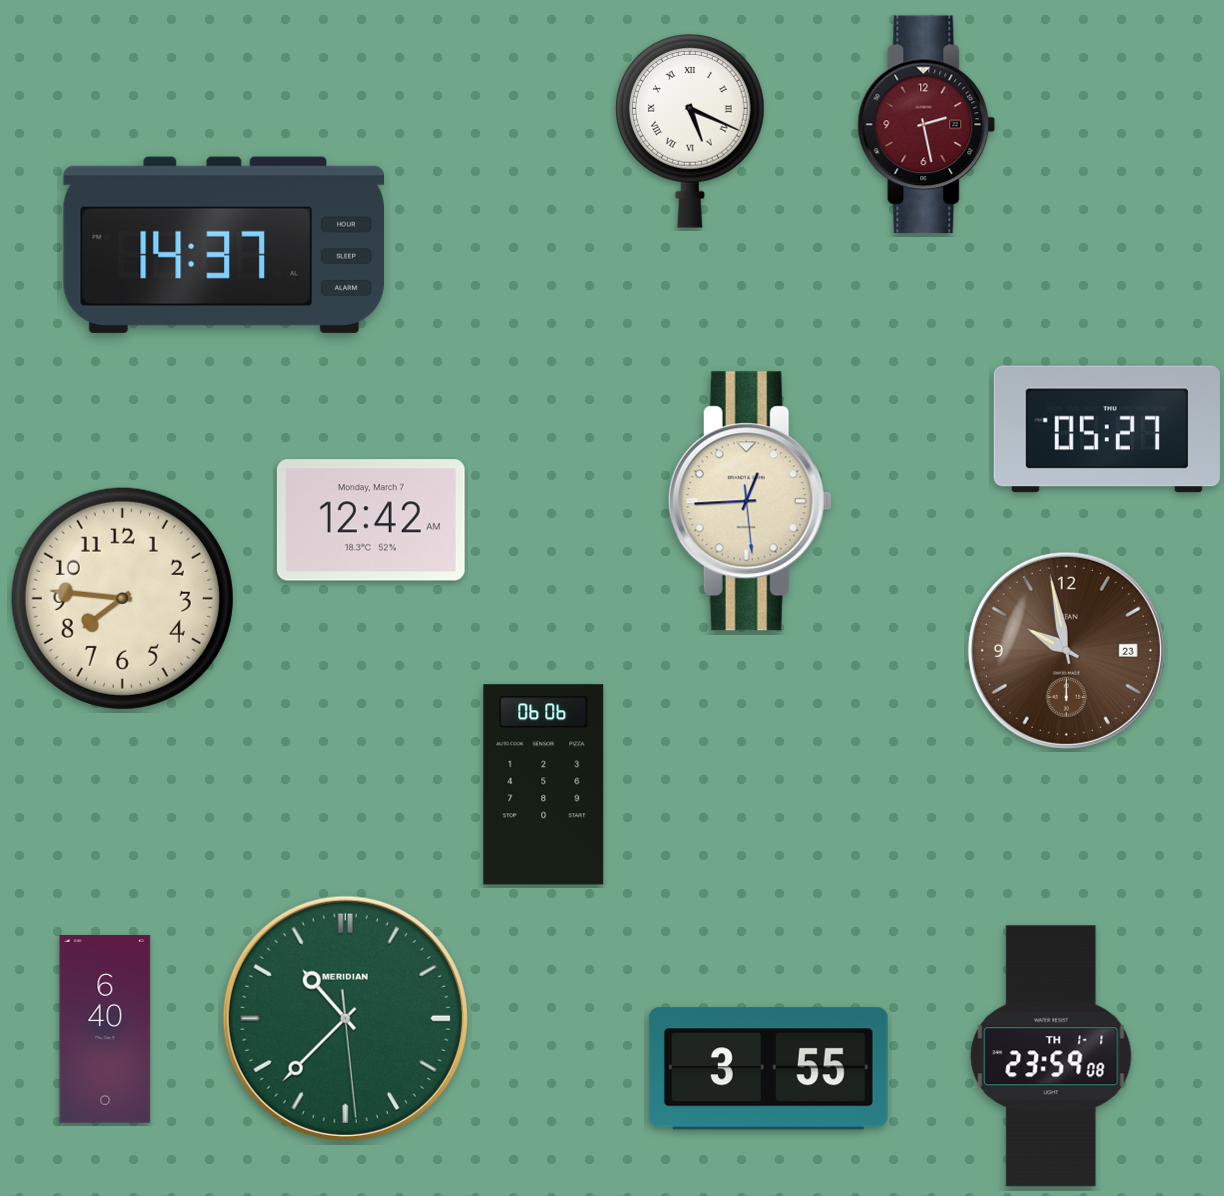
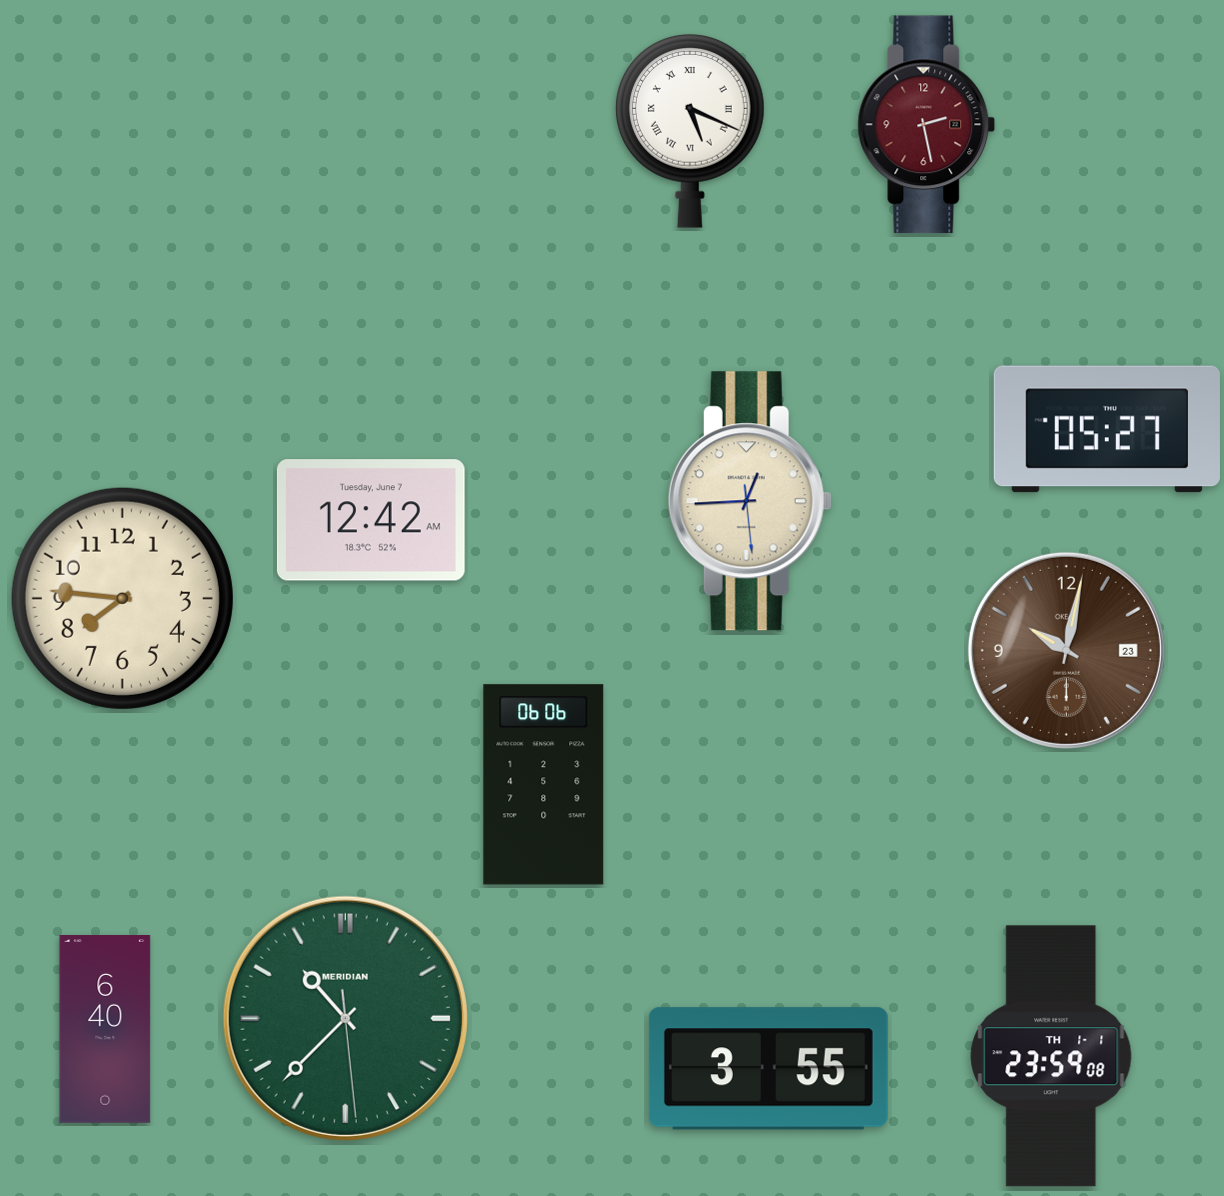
clock at (223, 245): 14:37 -> none
clock at (371, 520) date: Monday, March 7 -> Tuesday, June 7
clock at (1066, 650): 9:58 -> 10:02
